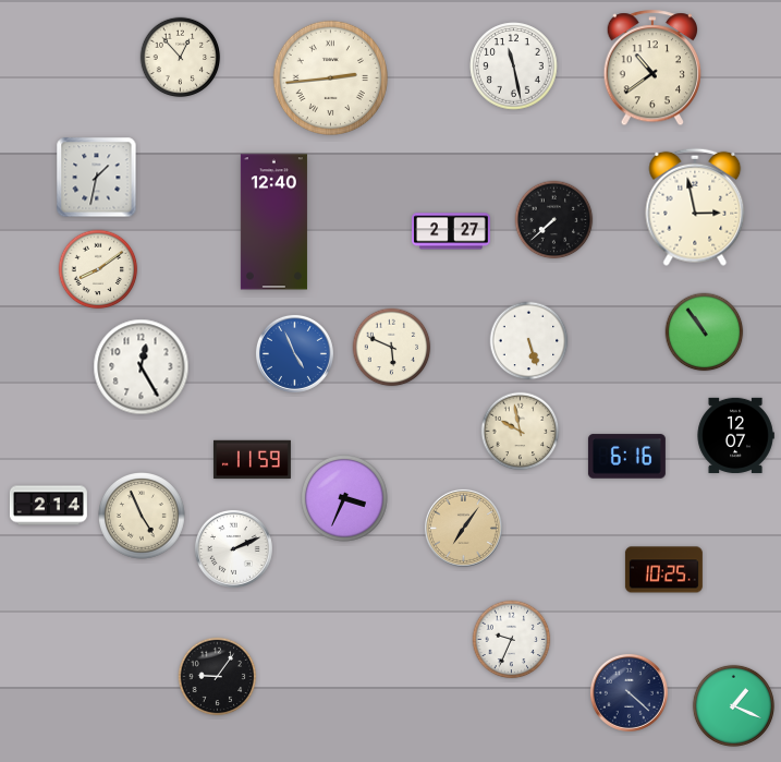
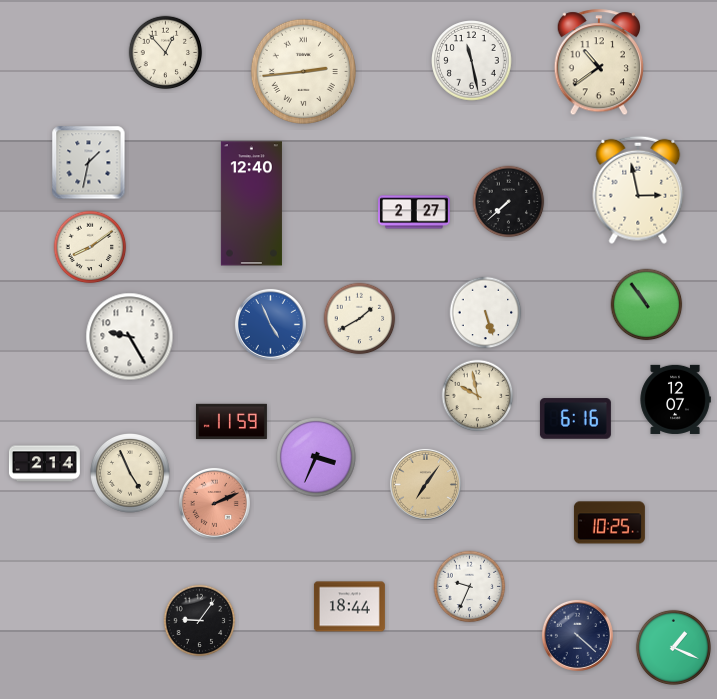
clock at (392, 348): 5:49 -> 1:40
clock at (142, 367): 12:25 -> 9:25
clock at (233, 548) dial: white -> salmon
clock at (349, 607): none -> 18:44
